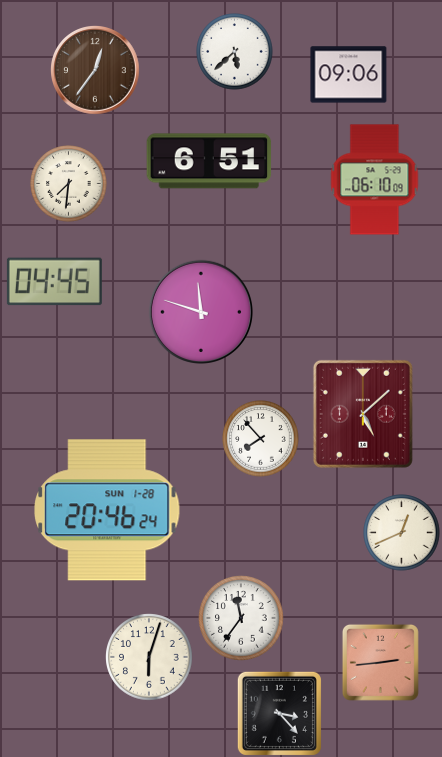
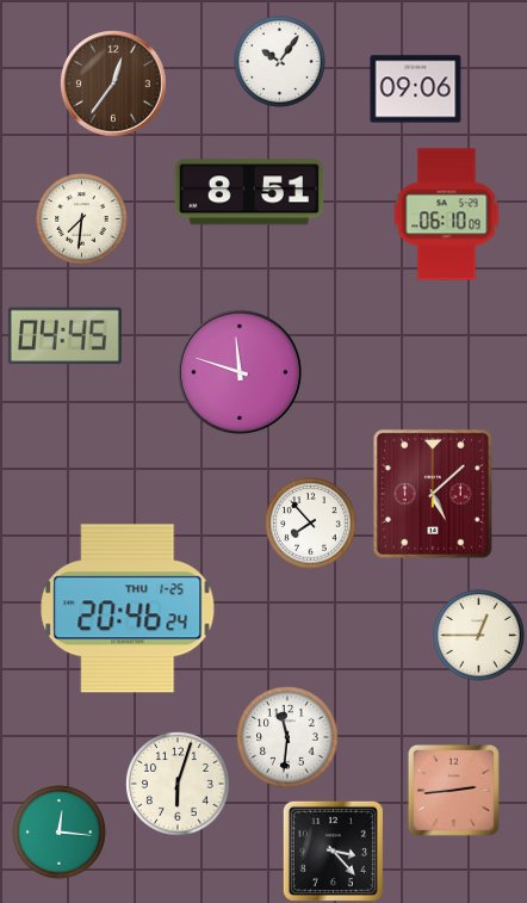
clock at (235, 52): 5:38 -> 10:06
clock at (209, 161): 6:51 -> 8:51
clock at (107, 510) date: SUN 1-28 -> THU 1-25
clock at (402, 533): 12:41 -> 12:45
clock at (241, 618): 11:36 -> 11:31
clock at (60, 833): none -> 12:16
